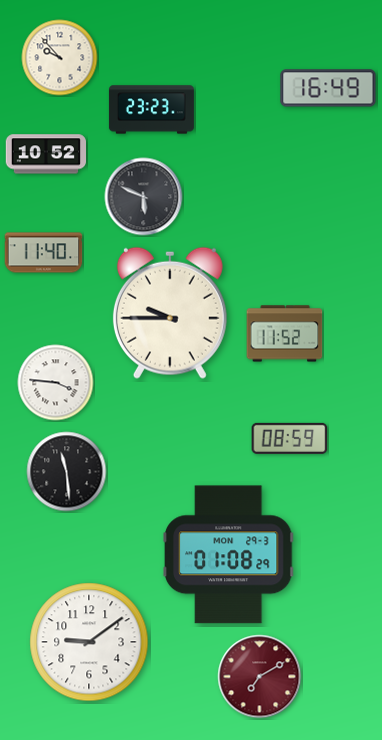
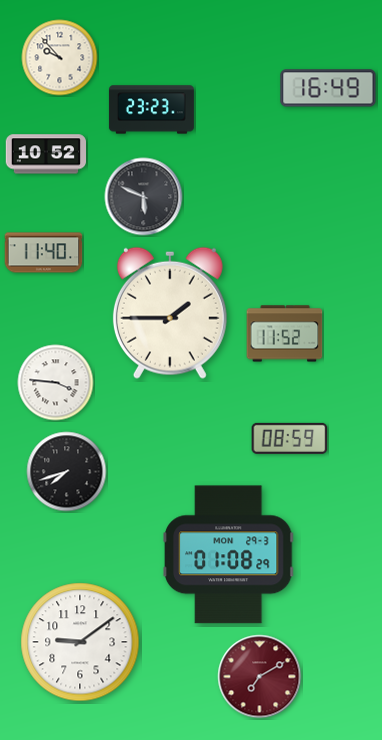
clock at (170, 313): 9:45 -> 1:45
clock at (67, 472): 11:29 -> 7:42
clock at (89, 642) position: (89, 642) -> (80, 642)
